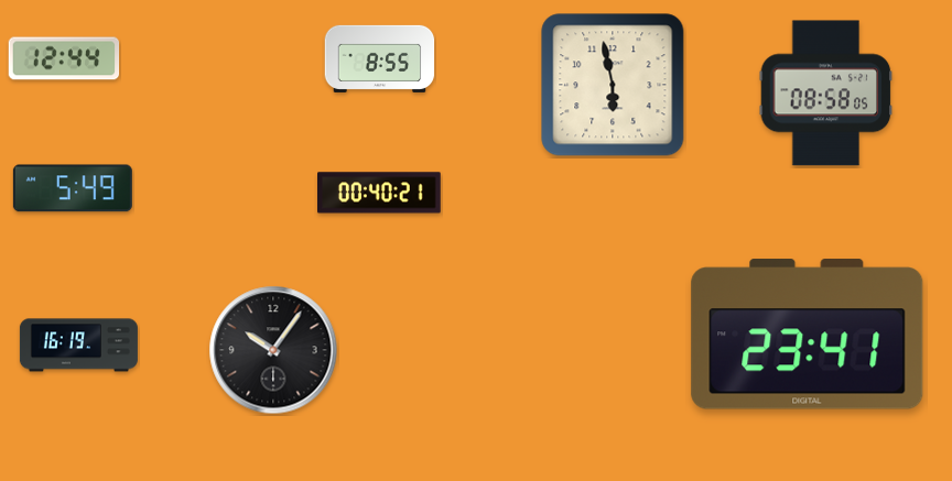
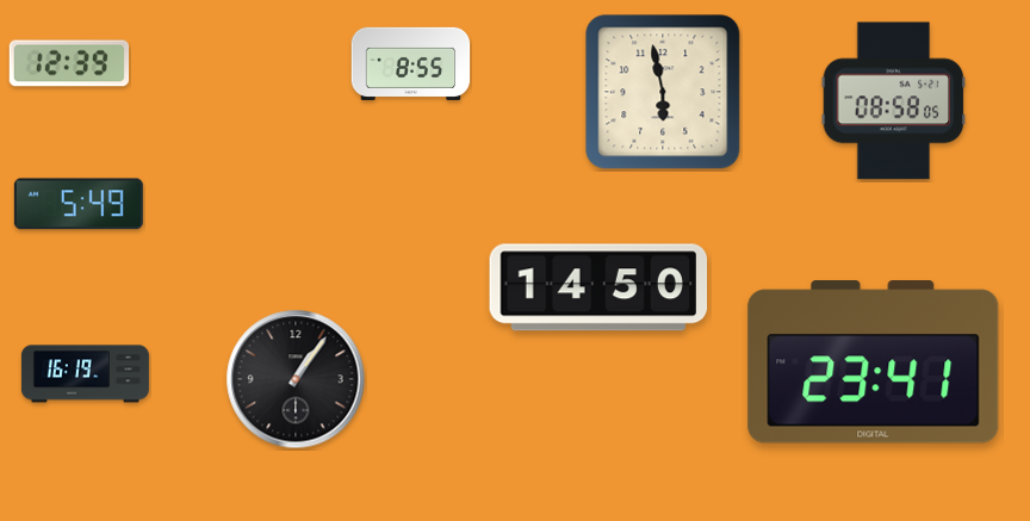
clock at (64, 58): 12:44 -> 12:39
clock at (380, 193): 00:40 -> none
clock at (598, 287): none -> 14:50
clock at (273, 350): 10:06 -> 1:06
